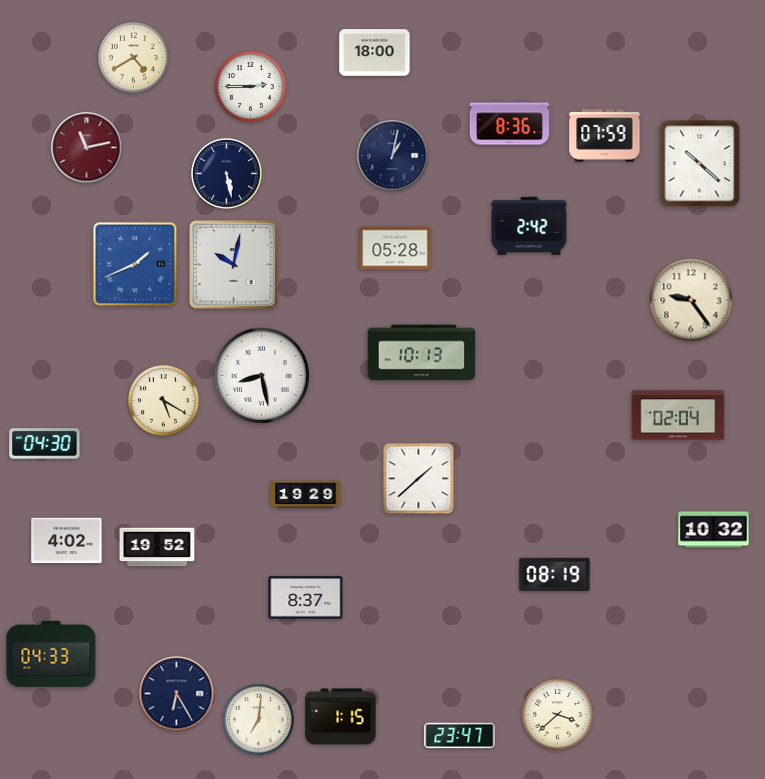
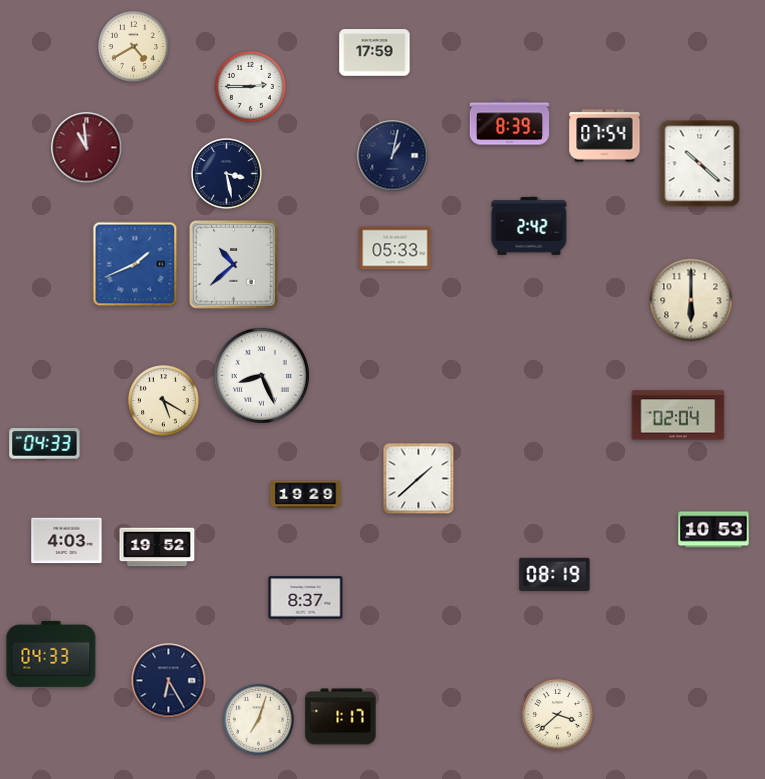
clock at (375, 53): 18:00 -> 17:59
clock at (134, 58) position: (134, 58) -> (134, 47)
clock at (510, 123): 8:36 -> 8:39
clock at (605, 136): 07:59 -> 07:54
clock at (87, 148): 11:13 -> 10:59
clock at (227, 174): 5:28 -> 3:28
clock at (395, 248): 05:28 -> 05:33
clock at (234, 265): 10:02 -> 10:38
clock at (691, 300): 9:24 -> 6:00
clock at (422, 353): 10:13 -> none
clock at (261, 375): 8:28 -> 8:26
clock at (45, 444): 04:30 -> 04:33
clock at (714, 530): 10:32 -> 10:53
clock at (67, 541): 4:02 -> 4:03
clock at (177, 694) position: (177, 694) -> (169, 681)
clock at (341, 717): 1:15 -> 1:17
clock at (259, 720): 7:01 -> 7:03
clock at (460, 736): 23:47 -> none
